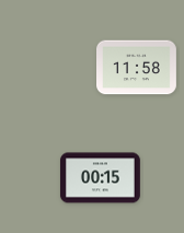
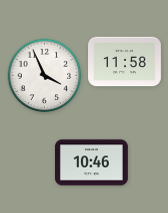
clock at (45, 76): none -> 3:56
clock at (100, 178): 00:15 -> 10:46
